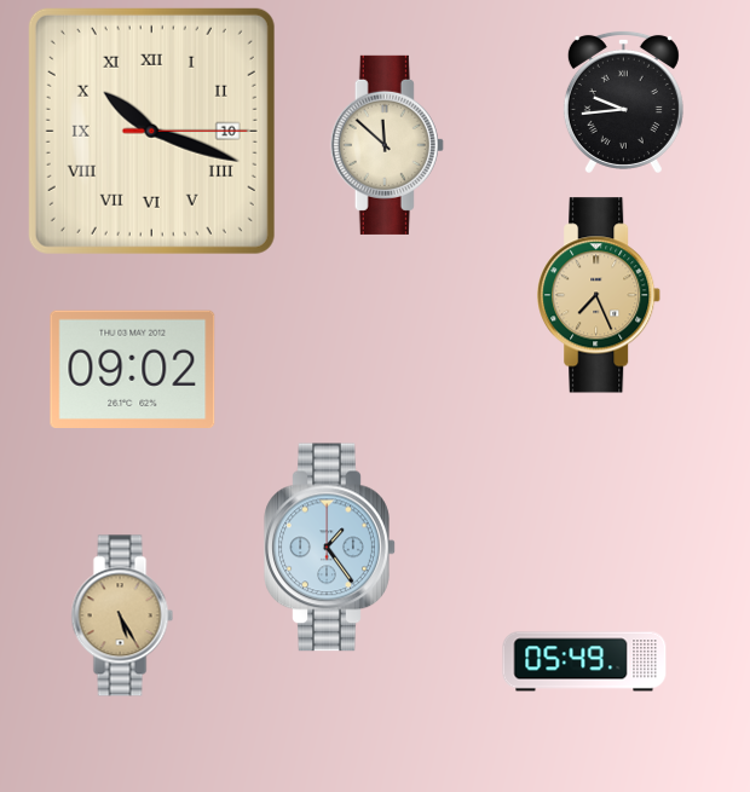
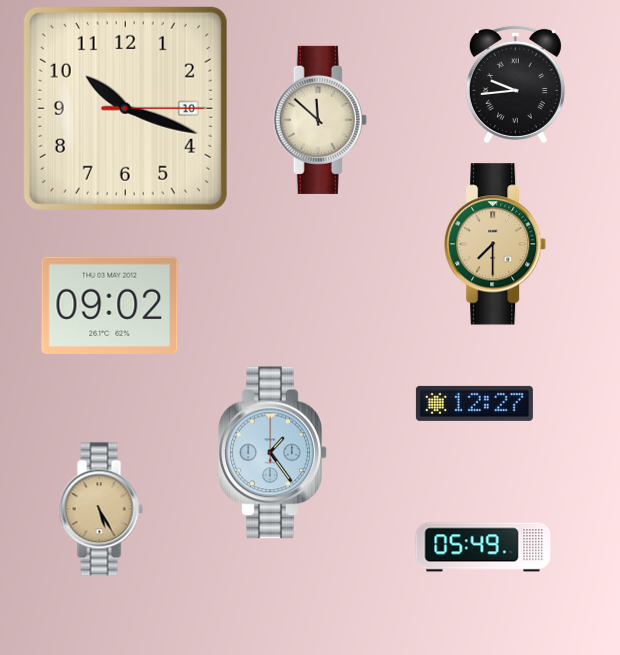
clock at (151, 131) numerals: Roman -> Arabic
clock at (600, 295): 7:26 -> 7:30
clock at (474, 403): none -> 12:27
